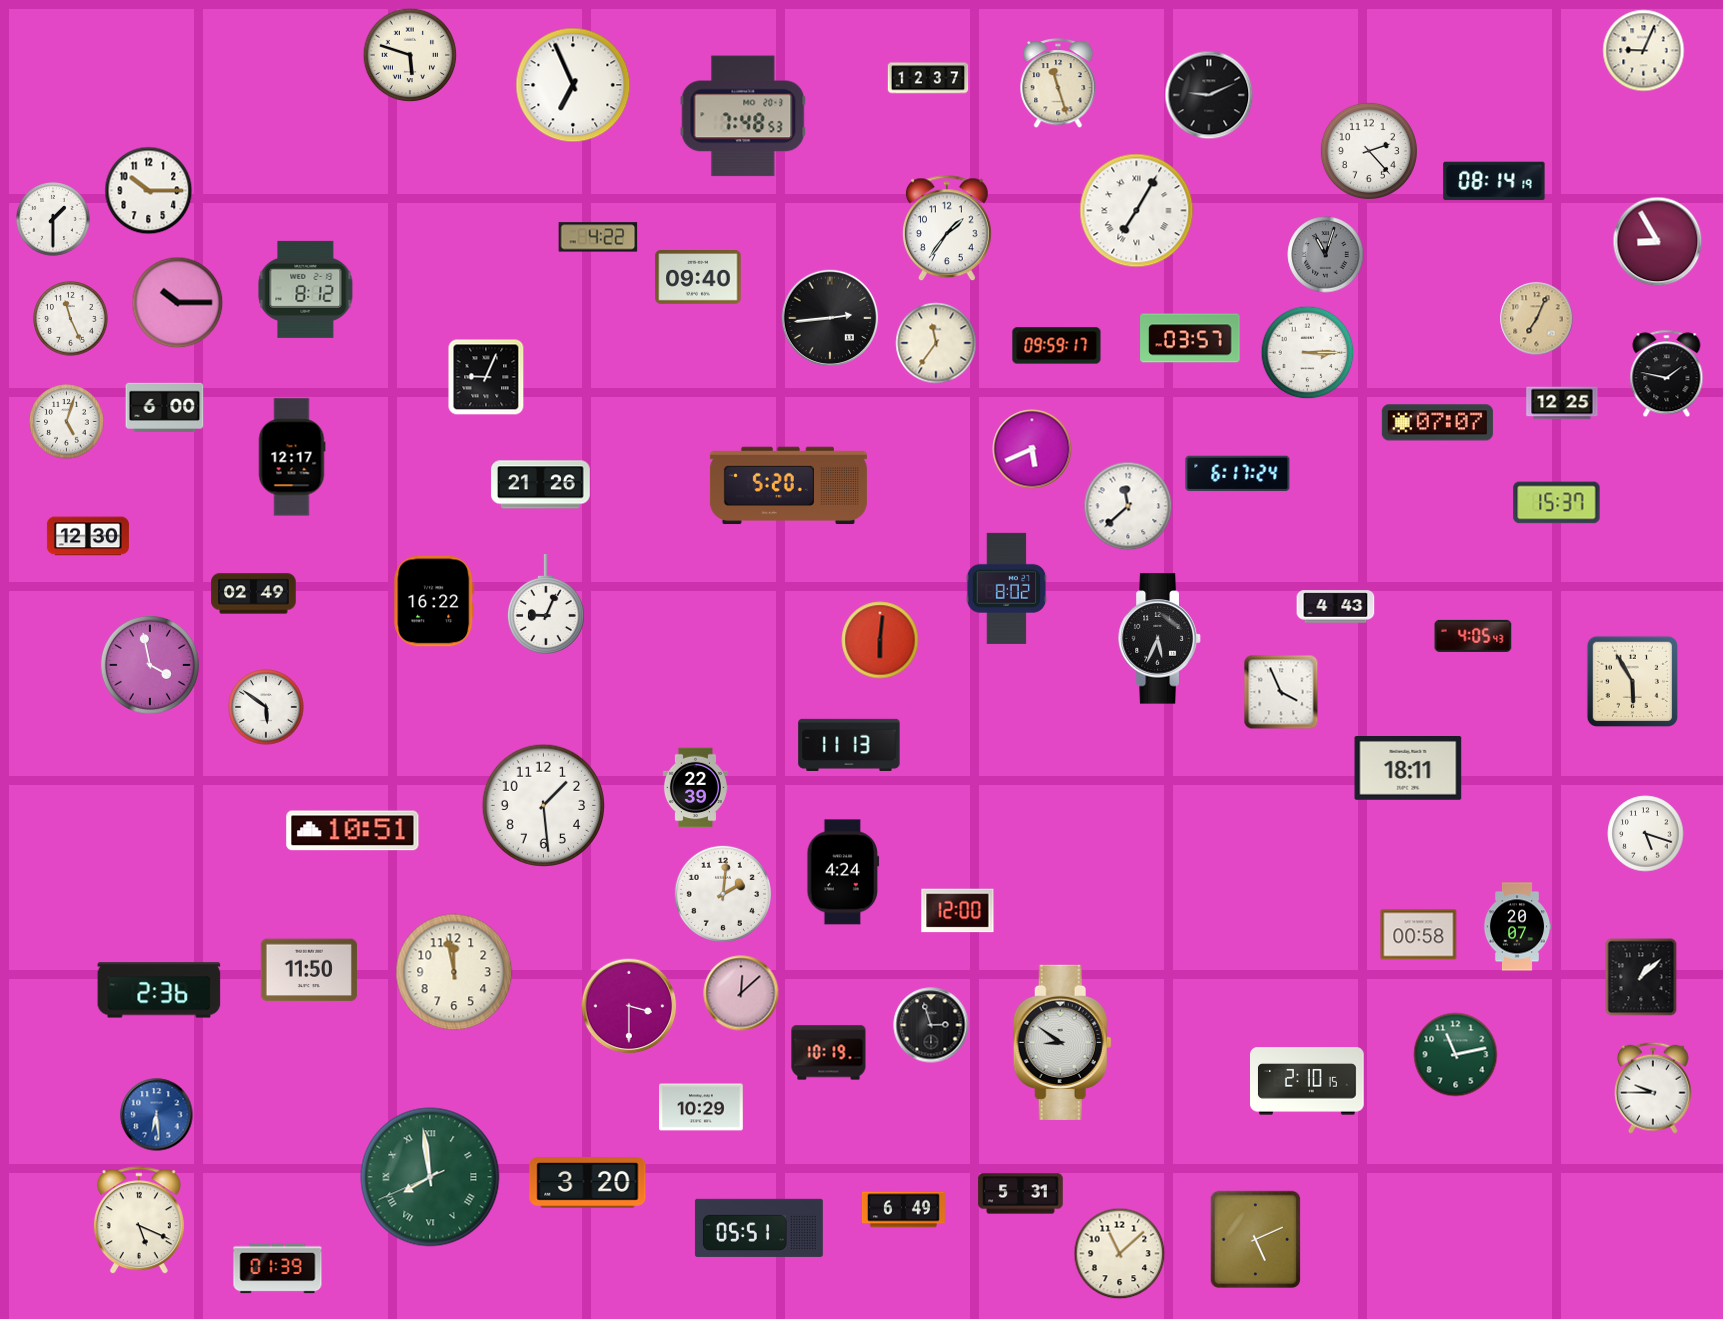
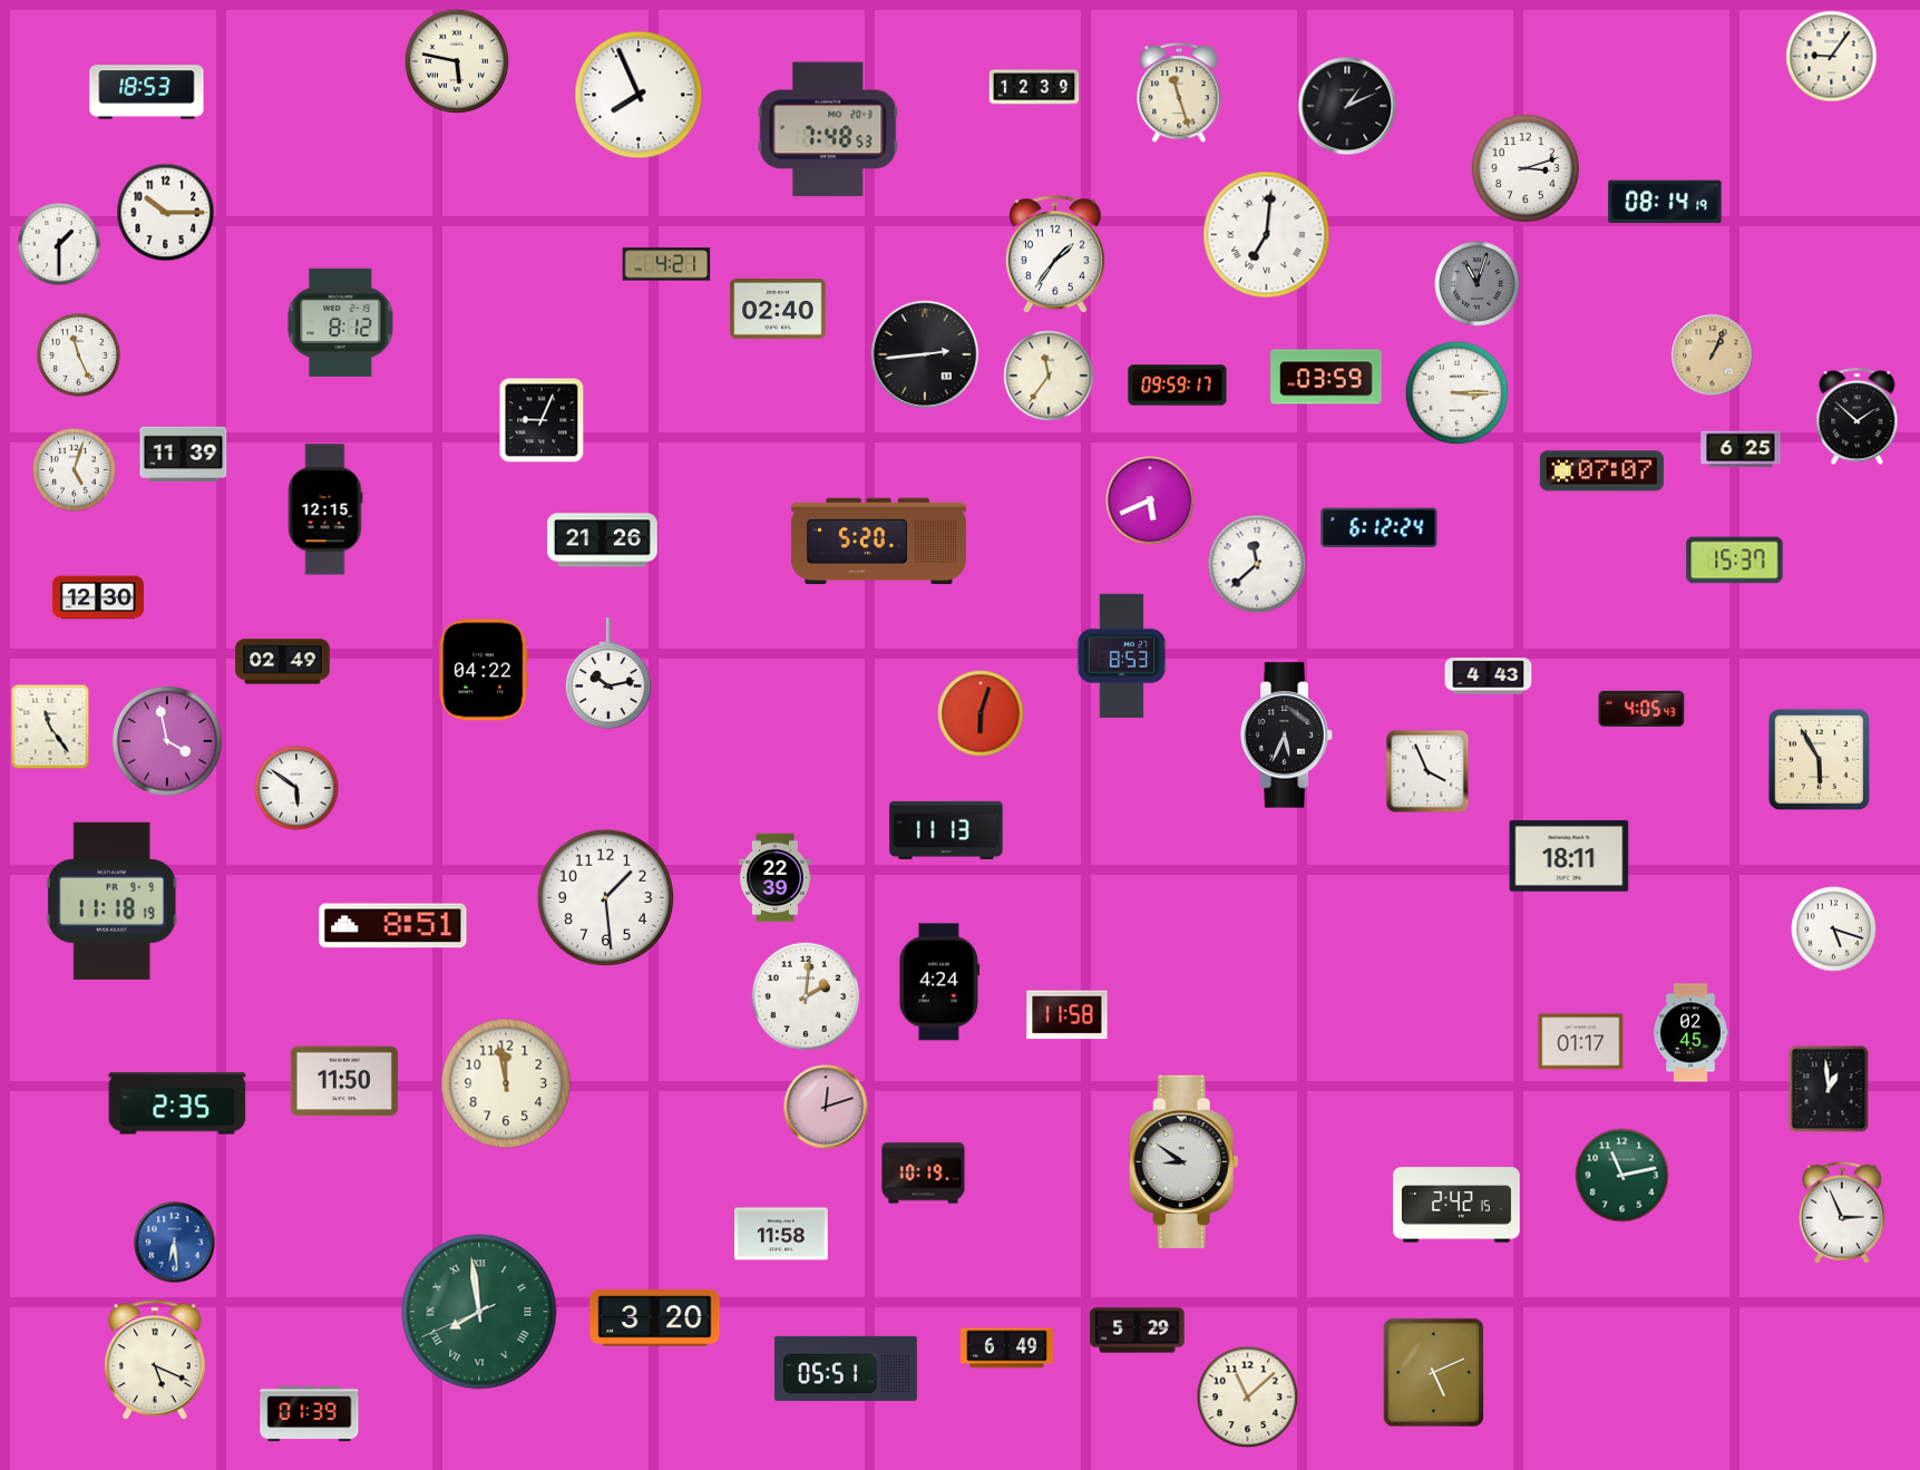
clock at (1644, 51): 9:04 -> 9:06
clock at (410, 55): 5:48 -> 5:47
clock at (928, 78): 12:37 -> 12:39
clock at (147, 93): none -> 18:53
clock at (573, 85): 6:56 -> 7:56
clock at (1209, 95): 9:11 -> 1:11
clock at (1369, 151): 2:23 -> 3:12
clock at (1137, 211): 7:05 -> 7:01
clock at (598, 237): 4:22 -> 4:21
clock at (1658, 242): 8:55 -> none
clock at (698, 278): 09:40 -> 02:40
clock at (178, 303): 10:15 -> none
clock at (1537, 319): 7:04 -> 1:04
clock at (1190, 338): 03:57 -> 03:59
clock at (936, 343) position: (936, 343) -> (1049, 376)
clock at (1667, 374): 1:47 -> 1:52
clock at (1562, 403): 12:25 -> 6:25
clock at (165, 407): 6:00 -> 11:39
clock at (292, 457): 12:17 -> 12:15
clock at (1238, 474): 6:17 -> 6:12
clock at (1007, 588): 8:02 -> 8:53
clock at (434, 601): 16:22 -> 04:22
clock at (546, 604): 9:04 -> 10:13
clock at (1160, 639) position: (1160, 639) -> (1287, 736)
clock at (880, 640): 6:01 -> 6:03
clock at (50, 727): none -> 11:24
clock at (111, 901): none -> 11:18
clock at (353, 831): 10:51 -> 8:51
clock at (843, 872) position: (843, 872) -> (939, 982)
clock at (958, 911): 12:00 -> 11:58
clock at (1517, 927): 20:07 -> 02:45
clock at (1419, 935): 00:58 -> 01:17
clock at (1641, 977): 1:08 -> 12:59
clock at (159, 990): 2:36 -> 2:35
clock at (741, 993): 12:08 -> 12:12
clock at (629, 1006): 3:30 -> none
clock at (931, 1025): 2:57 -> none
clock at (1308, 1081): 2:10 -> 2:42
clock at (1654, 1088): 9:45 -> 2:56
clock at (701, 1107): 10:29 -> 11:58
clock at (1021, 1194): 5:31 -> 5:29
clock at (1256, 1240) position: (1256, 1240) -> (1434, 1373)
